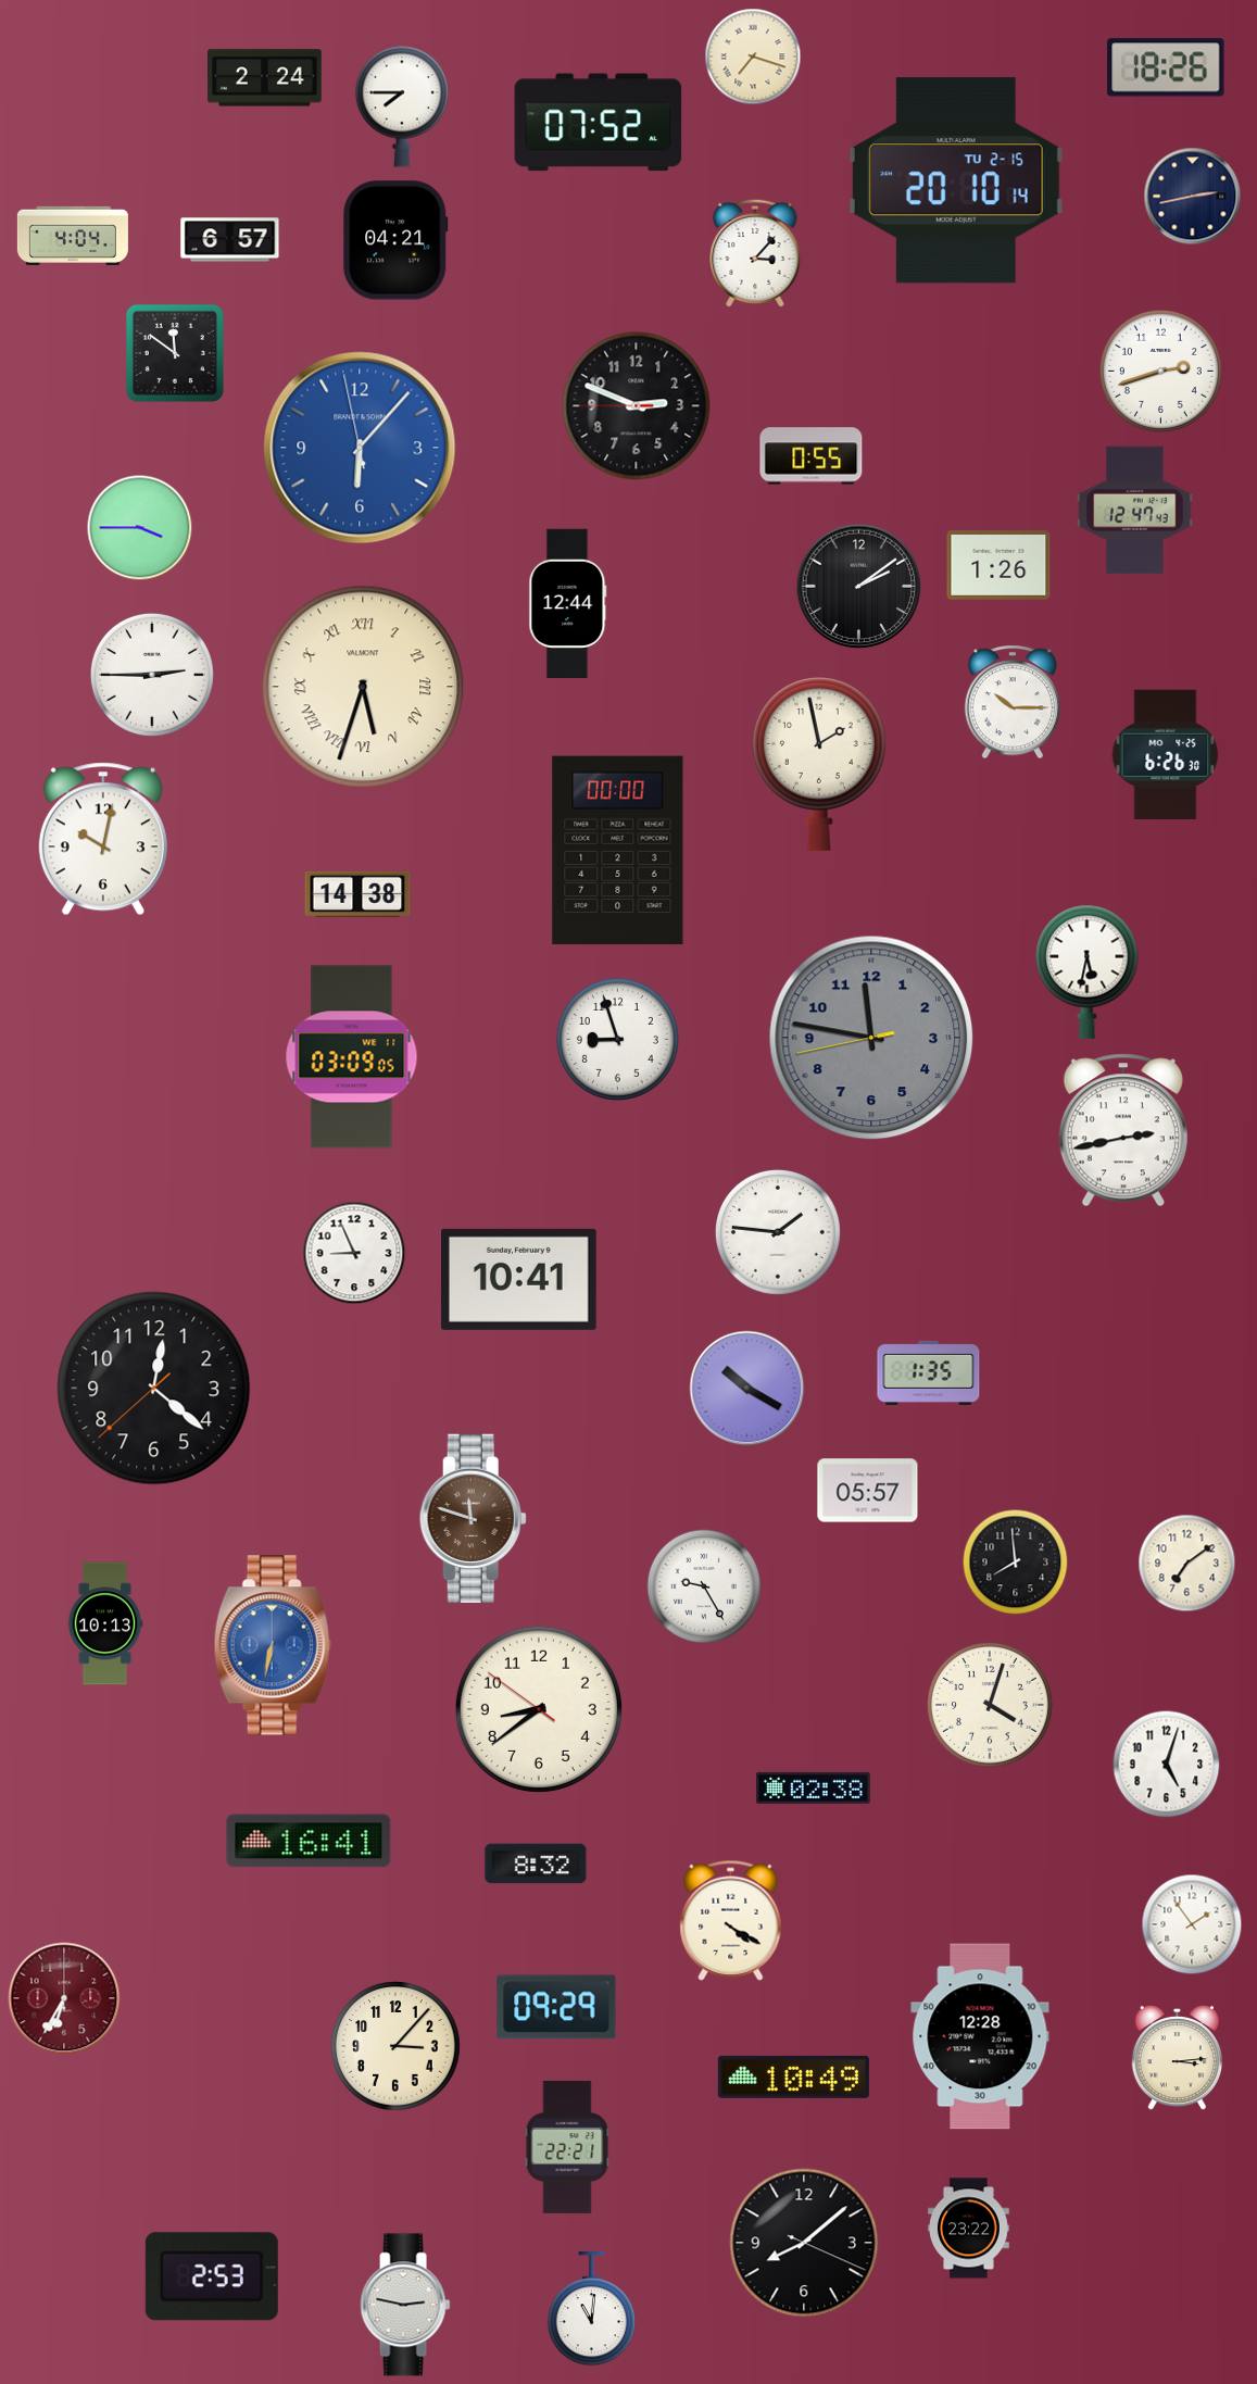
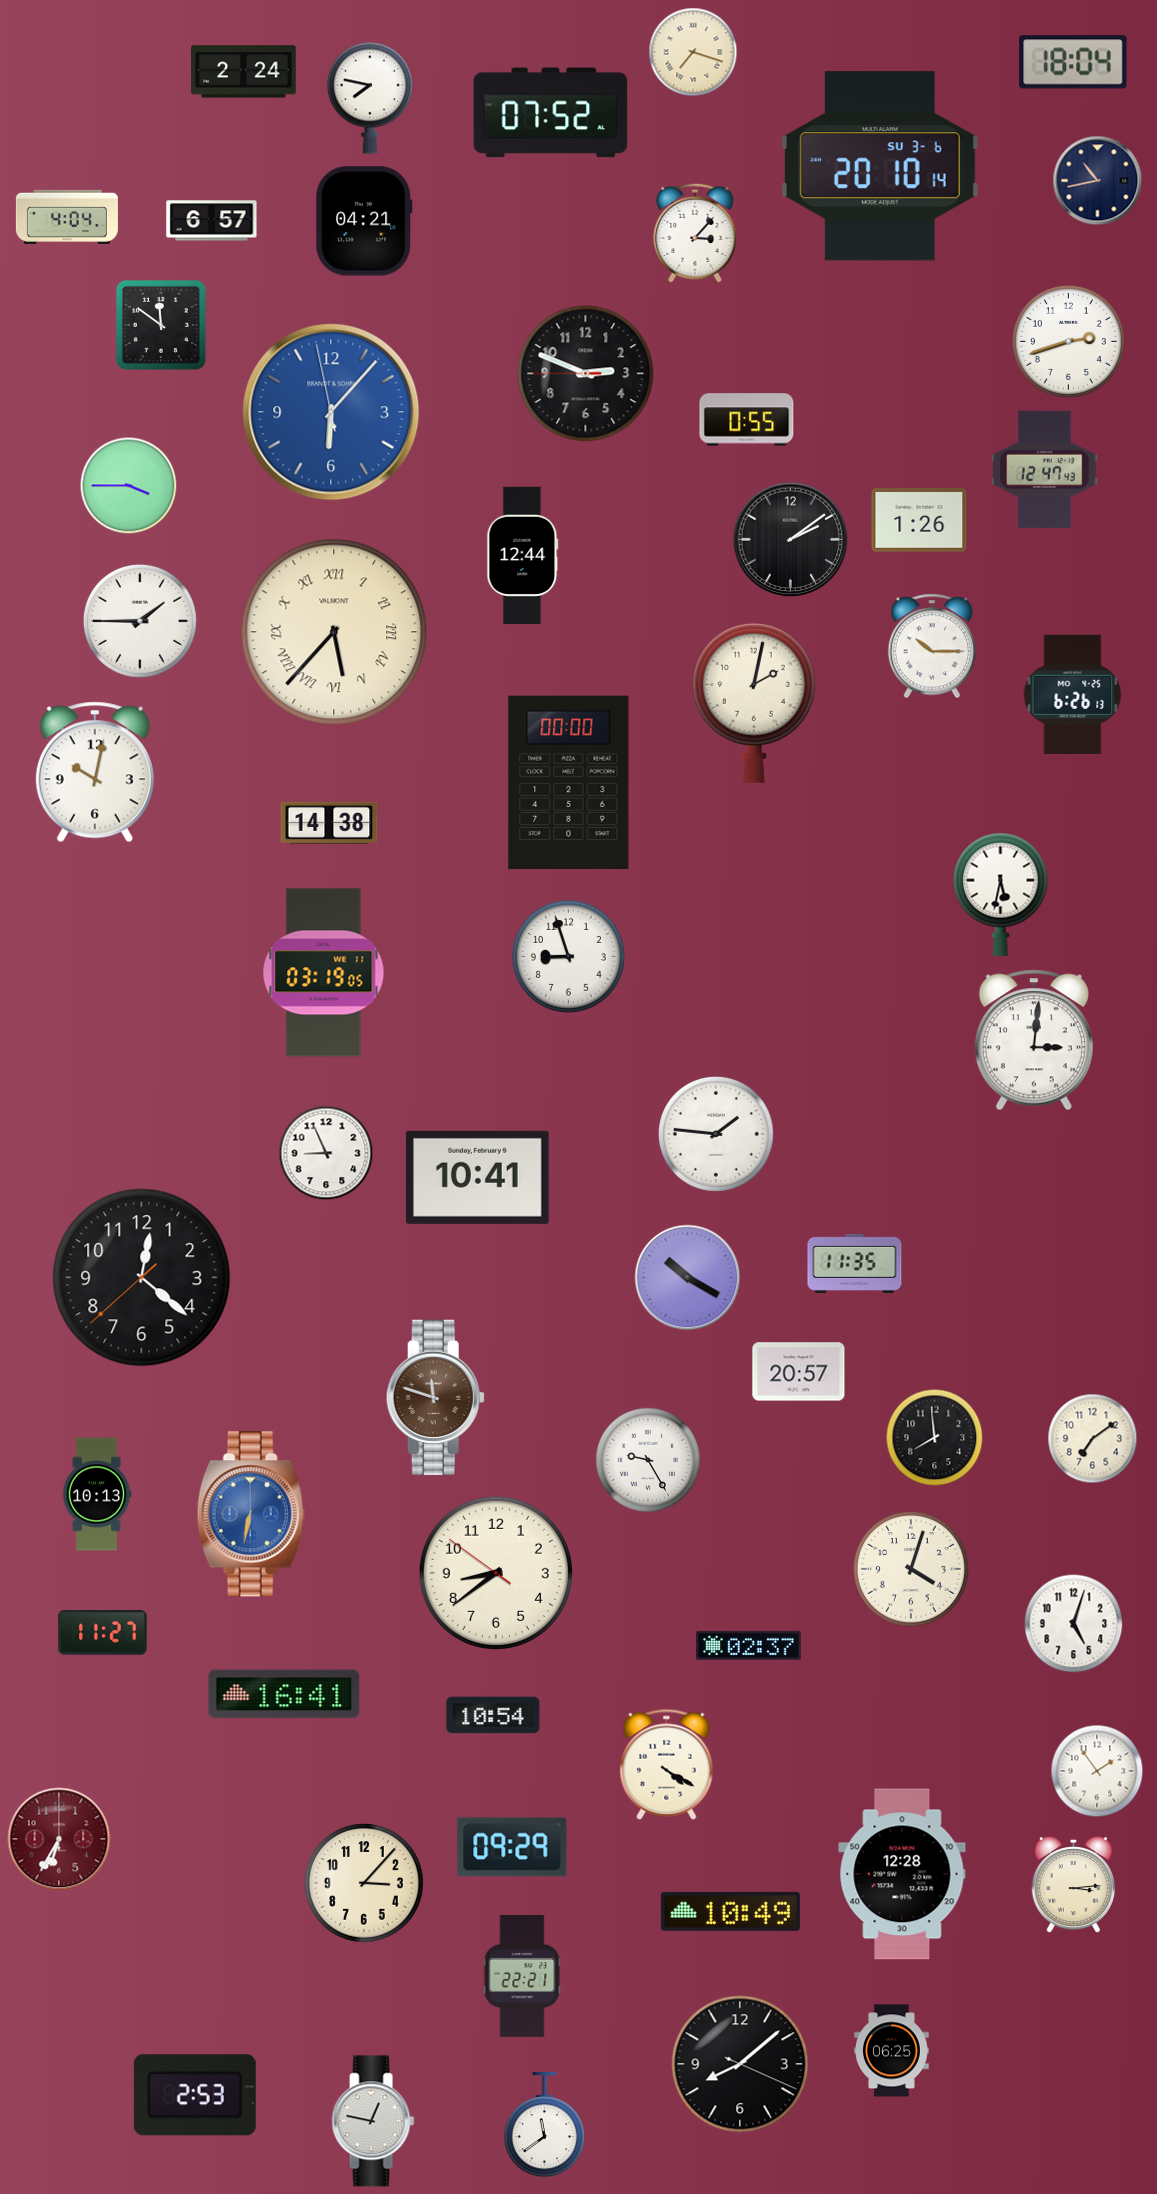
clock at (1166, 67): 18:26 -> 18:04
clock at (402, 106): 7:45 -> 7:47
clock at (956, 180) date: TU 2-15 -> SU 3-6
clock at (1193, 197): 2:43 -> 10:43
clock at (152, 675): 2:45 -> 1:45
clock at (363, 687): 5:33 -> 5:37
clock at (1166, 754): 6:26:30 -> 6:26:13
clock at (819, 763): 1:58 -> 2:02
clock at (871, 1038): 11:46 -> none
clock at (352, 1057): 03:09 -> 03:19
clock at (1123, 1130): 2:43 -> 3:01
clock at (929, 1372): 1:35 -> 11:35
clock at (868, 1491): 05:57 -> 20:57
clock at (103, 1633): none -> 11:27
clock at (814, 1787): 02:38 -> 02:37
clock at (536, 1864): 8:32 -> 10:54
clock at (731, 1920) position: (731, 1920) -> (667, 1764)
clock at (1177, 2058) position: (1177, 2058) -> (1073, 1885)
clock at (969, 2229): 23:22 -> 06:25
clock at (405, 2305): 2:47 -> 12:47
clock at (591, 2310): 11:01 -> 11:39
